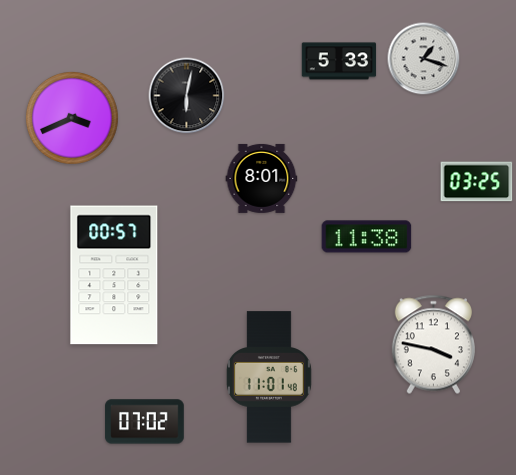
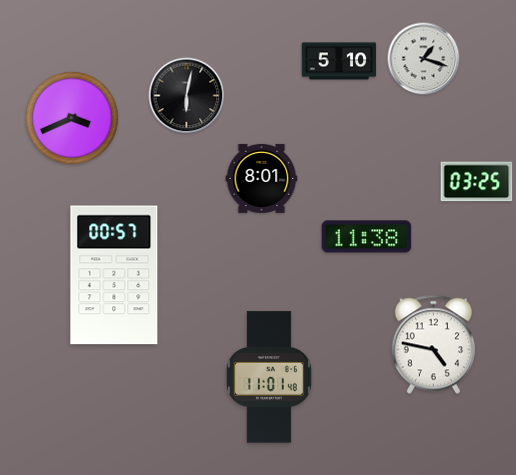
clock at (339, 61): 5:33 -> 5:10
clock at (433, 345): 3:47 -> 4:47
clock at (145, 422): 07:02 -> none
